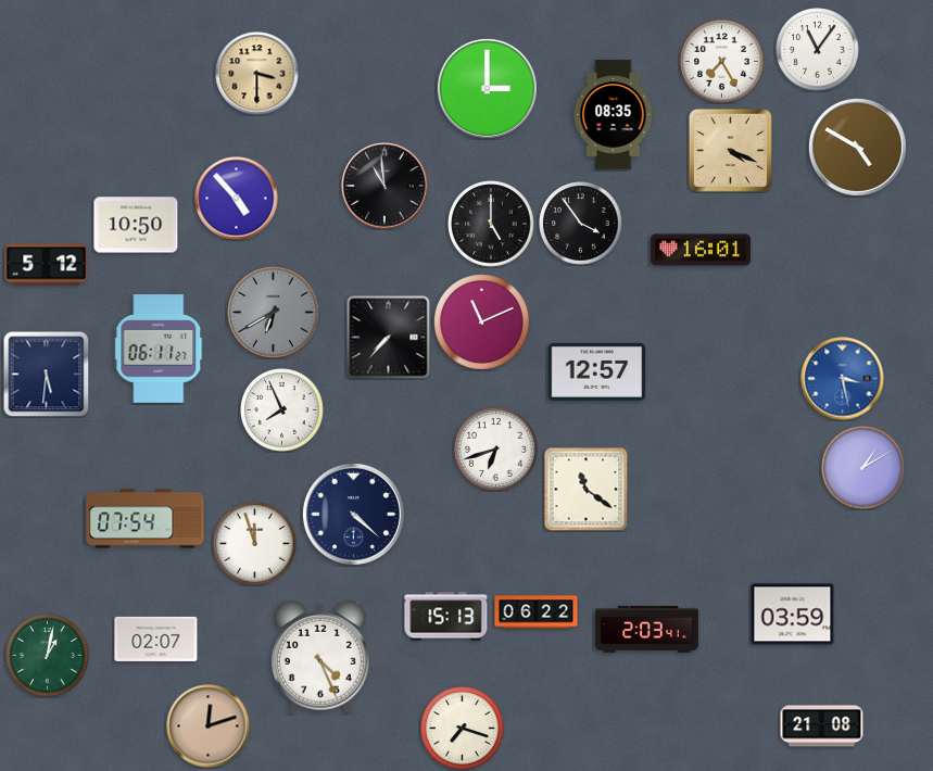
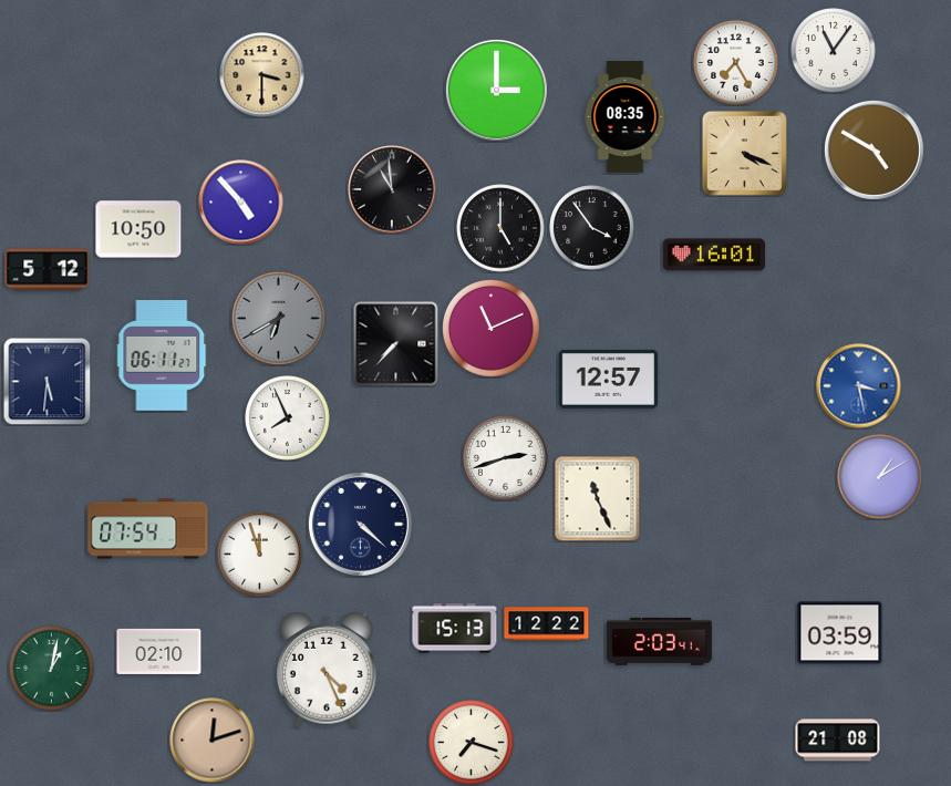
clock at (496, 450): 6:42 -> 2:42
clock at (585, 489): 11:21 -> 11:26
clock at (537, 612): 06:22 -> 12:22
clock at (793, 615) position: (793, 615) -> (840, 633)
clock at (156, 639): 02:07 -> 02:10
clock at (48, 656) position: (48, 656) -> (52, 669)
